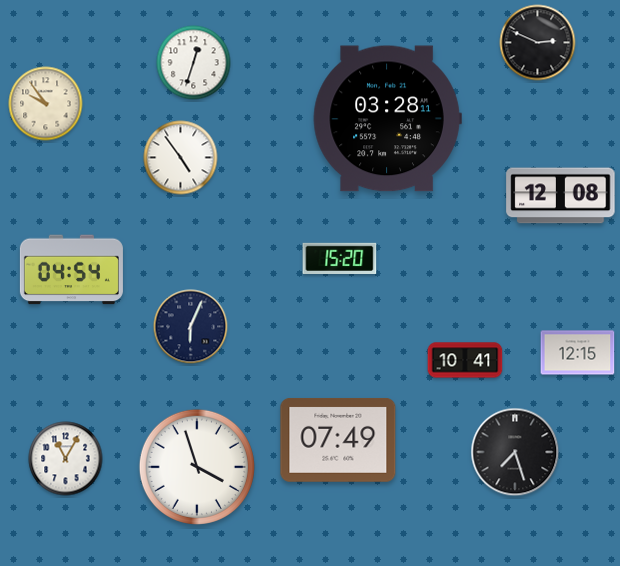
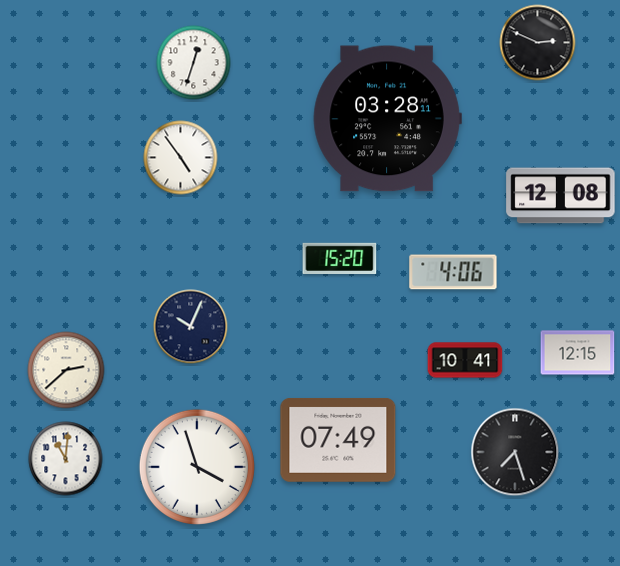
clock at (46, 104): 9:54 -> none
clock at (71, 270): 04:54 -> none
clock at (453, 272): none -> 4:06
clock at (191, 327): 6:04 -> 10:04
clock at (66, 370): none -> 2:38
clock at (66, 459): 11:05 -> 11:01
